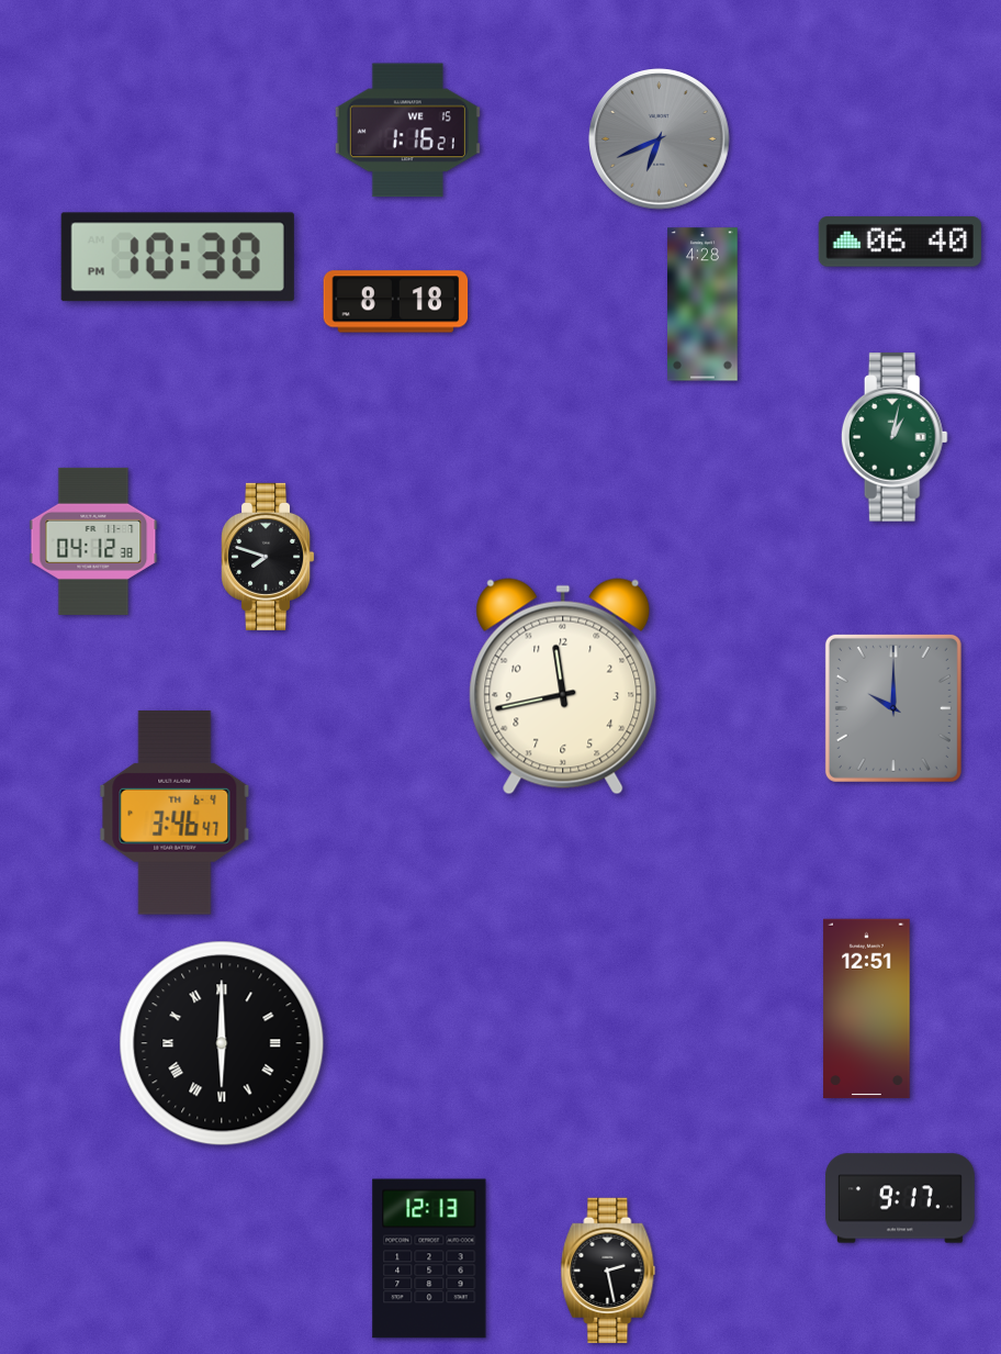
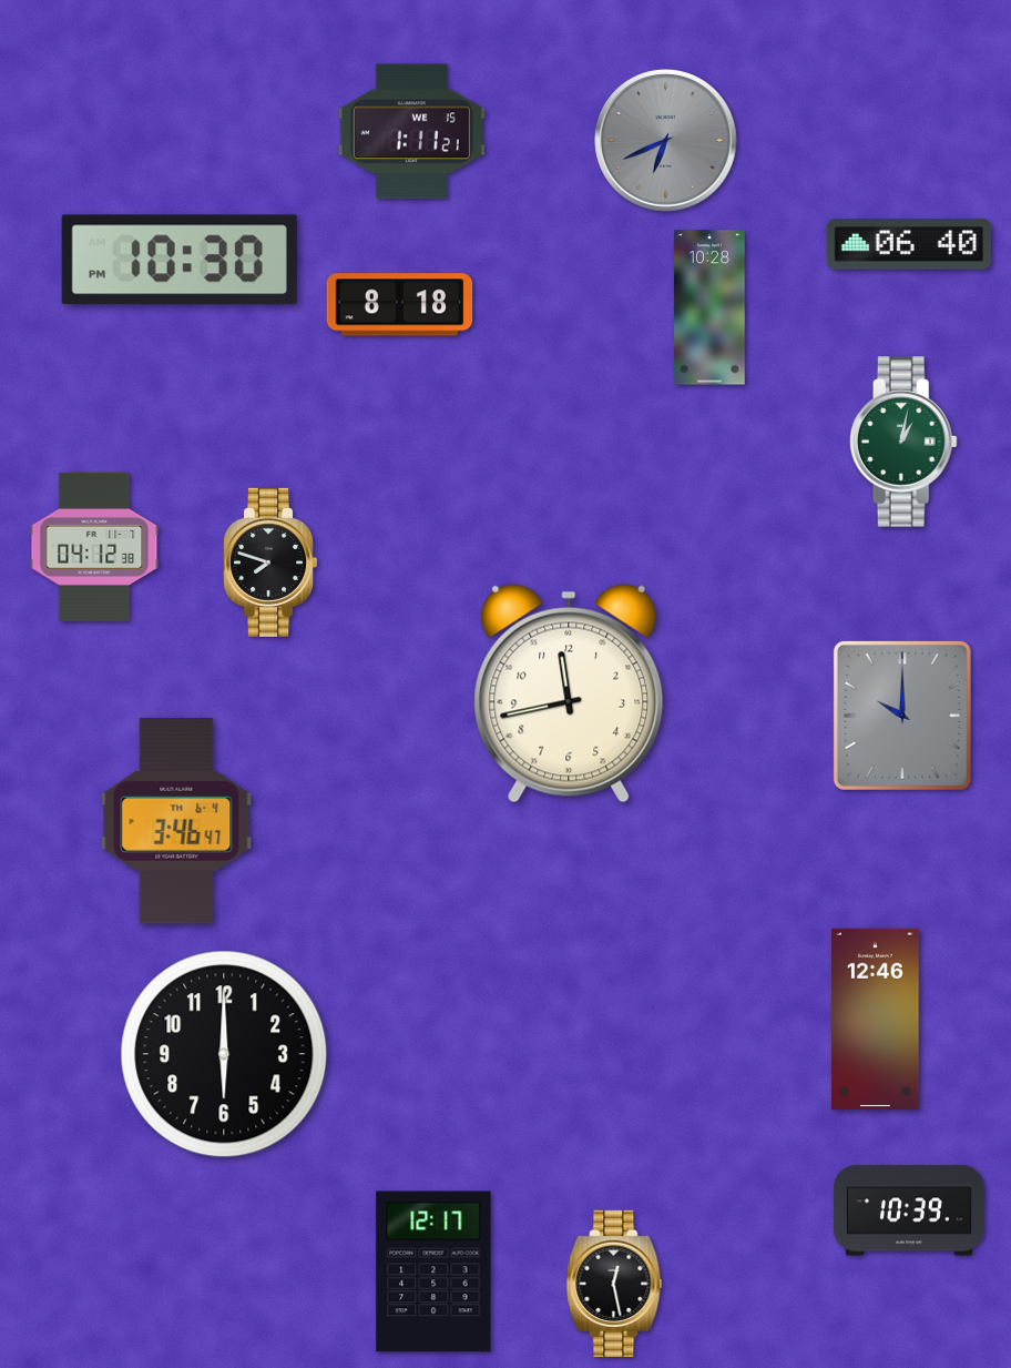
clock at (407, 131): 1:16 -> 1:11
clock at (702, 304): 4:28 -> 10:28
clock at (867, 1009): 12:51 -> 12:46
clock at (222, 1043) numerals: Roman -> Arabic
clock at (900, 1198): 9:17 -> 10:39
clock at (429, 1258): 12:13 -> 12:17
clock at (608, 1269): 2:28 -> 12:28
